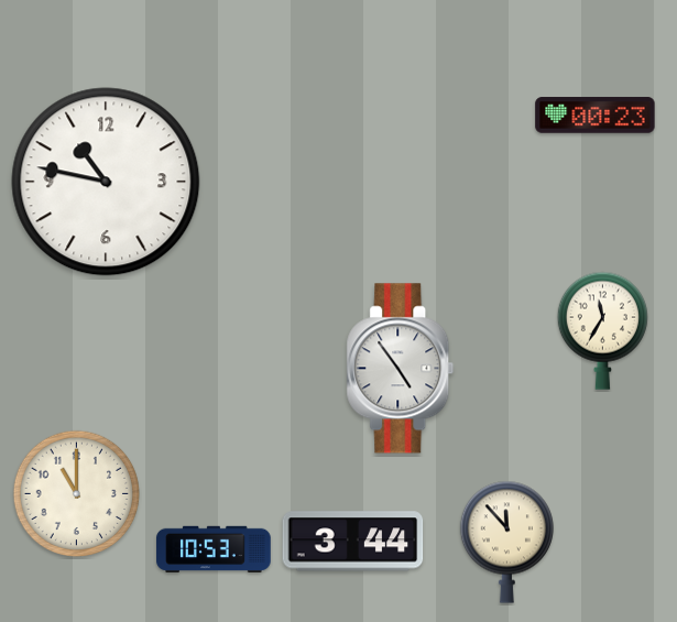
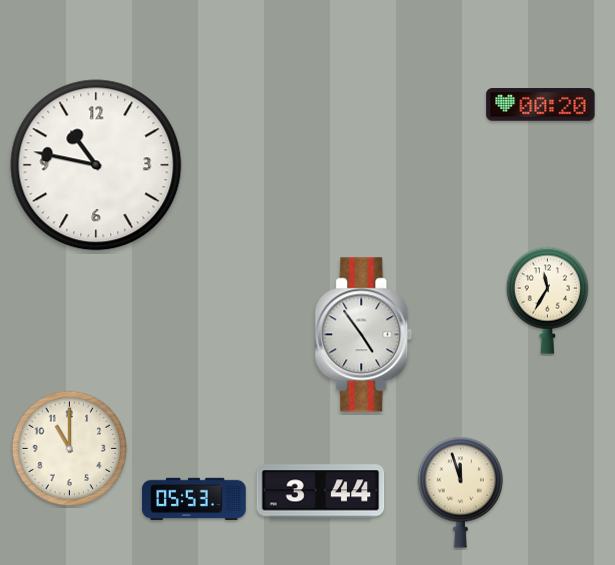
clock at (596, 116): 00:23 -> 00:20
clock at (506, 542): 11:53 -> 11:57
clock at (214, 548): 10:53 -> 05:53
